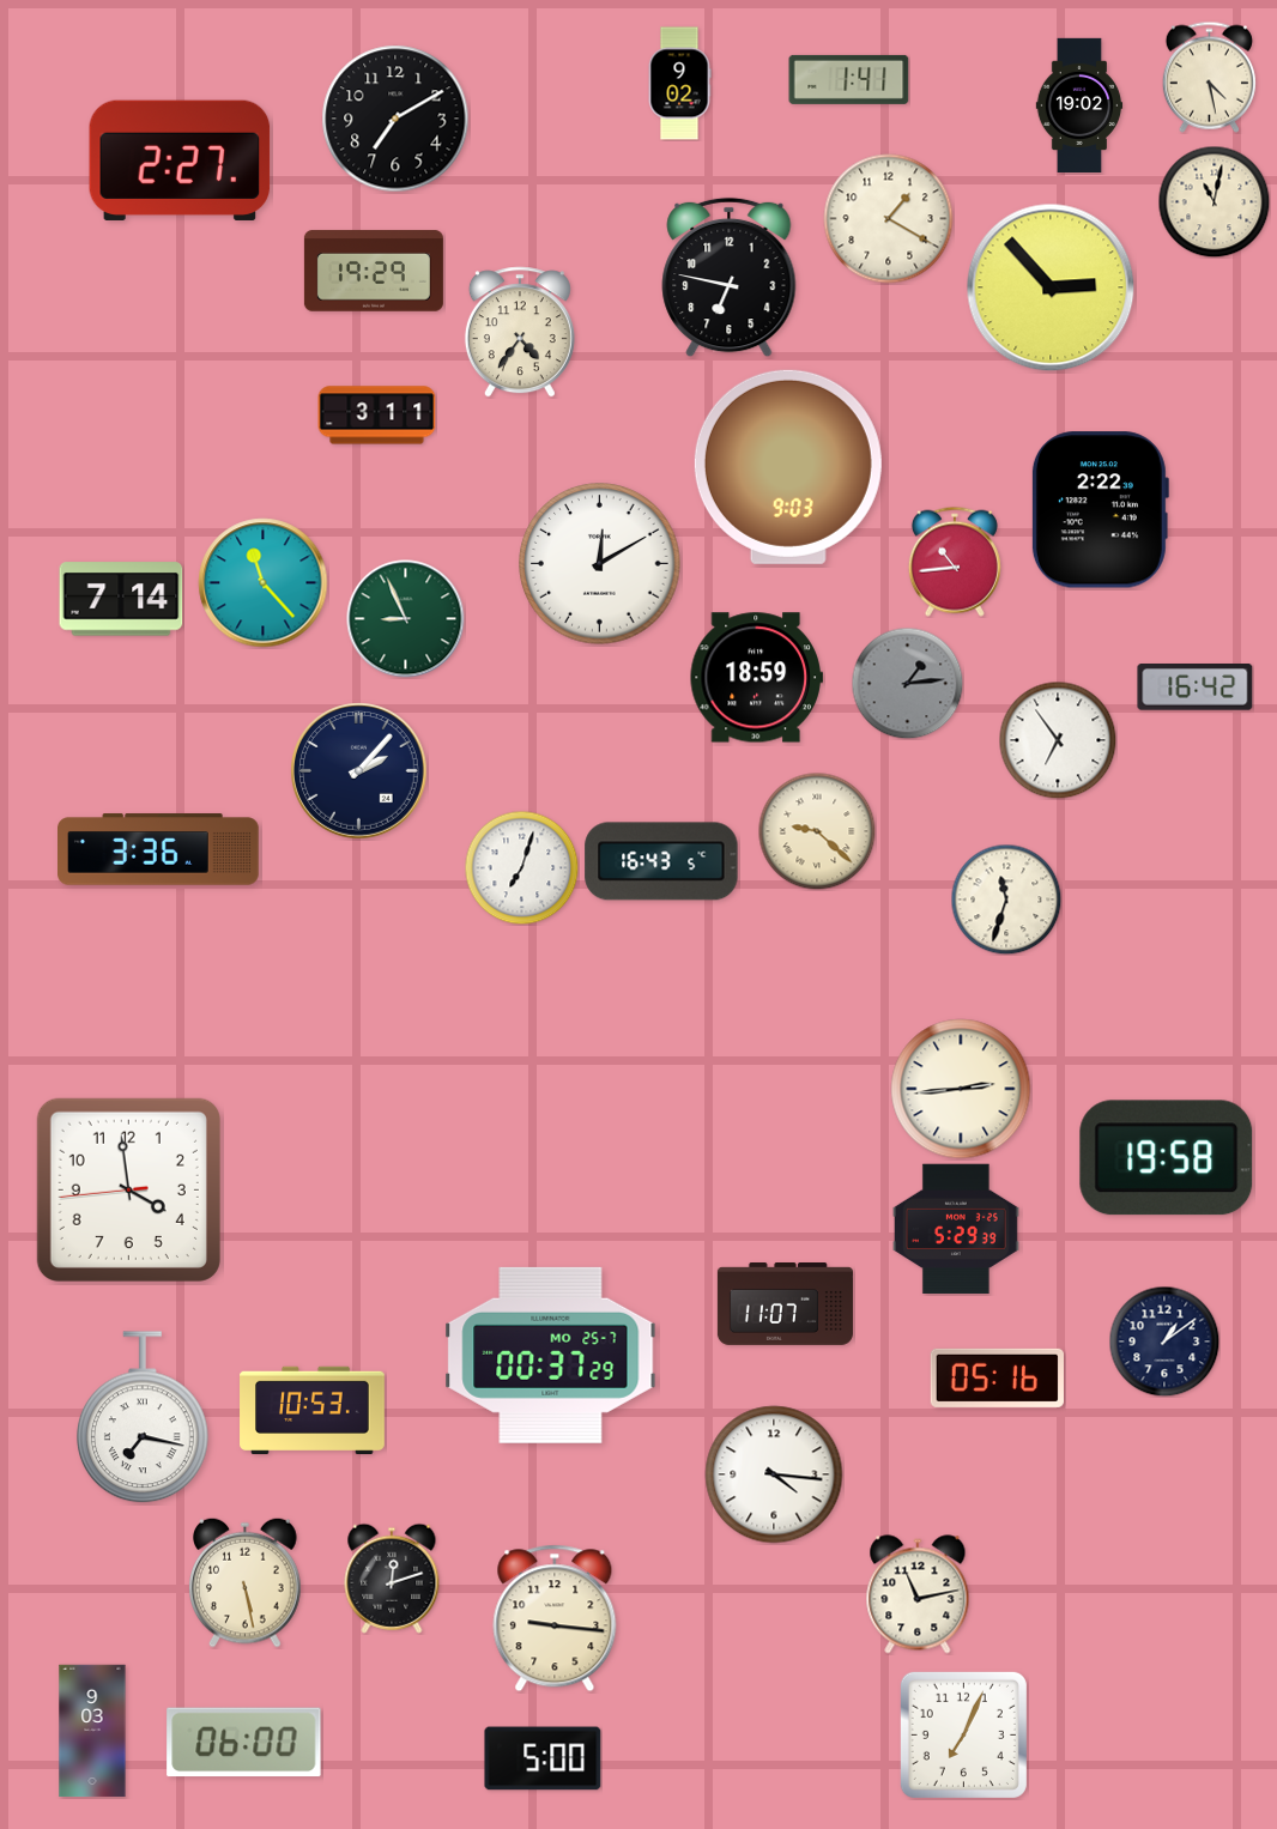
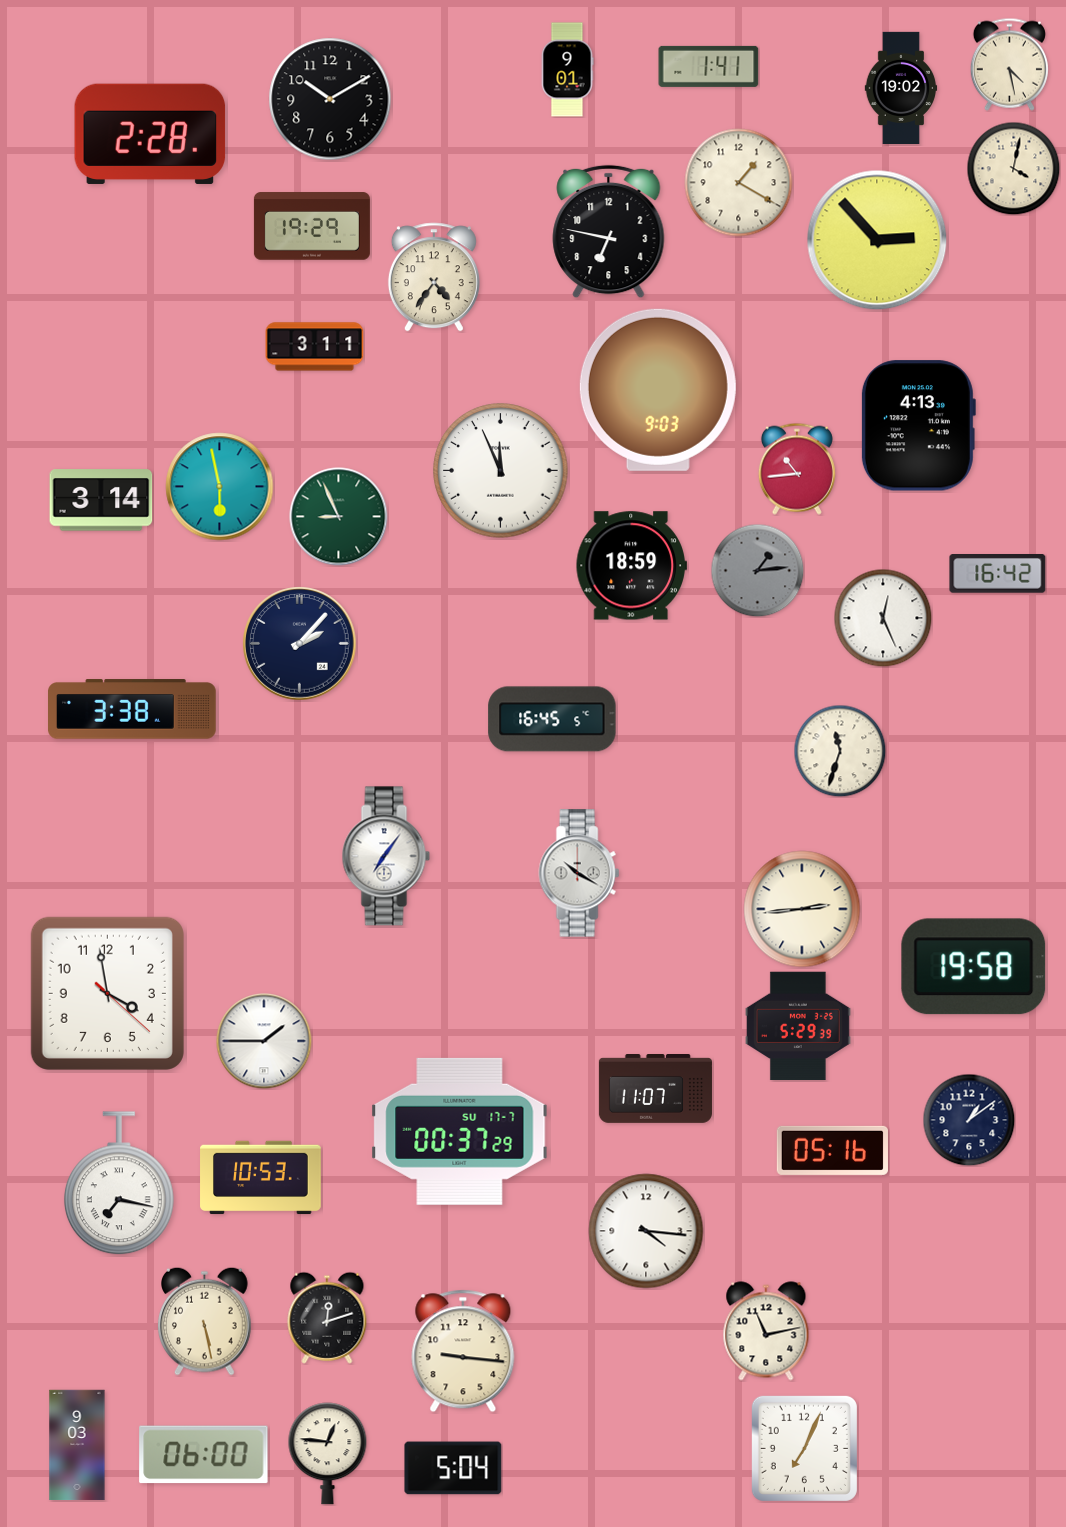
clock at (679, 84): 9:02 -> 9:01
clock at (395, 119): 7:10 -> 10:10
clock at (180, 159): 2:27 -> 2:28
clock at (1214, 201): 11:02 -> 4:02
clock at (889, 219) position: (889, 219) -> (739, 183)
clock at (1100, 510): 2:22 -> 4:13
clock at (600, 564): 12:10 -> 11:56
clock at (264, 583): 11:23 -> 5:58
clock at (121, 599): 7:14 -> 3:14
clock at (1058, 740): 6:54 -> 12:26
clock at (817, 831): 9:22 -> none
clock at (159, 849): 3:36 -> 3:38
clock at (661, 861): 16:43 -> 16:45
clock at (521, 867): 7:03 -> none
clock at (386, 856): none -> 7:06
clock at (579, 873): none -> 10:20
clock at (128, 1189): 3:58:44 -> 3:58:22
clock at (264, 1041): none -> 1:45
clock at (1164, 1342) position: (1164, 1342) -> (969, 1120)
clock at (551, 1355) date: MO 25-7 -> SU 17-7
clock at (328, 1454): none -> 12:46
clock at (543, 1758): 5:00 -> 5:04
